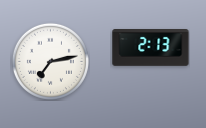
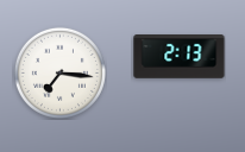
clock at (50, 61): 7:13 -> 7:16
